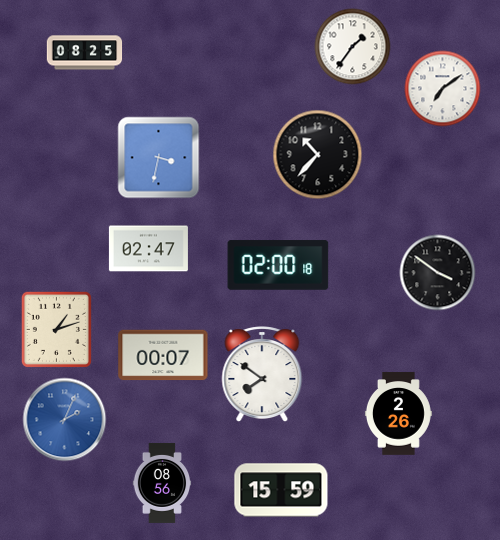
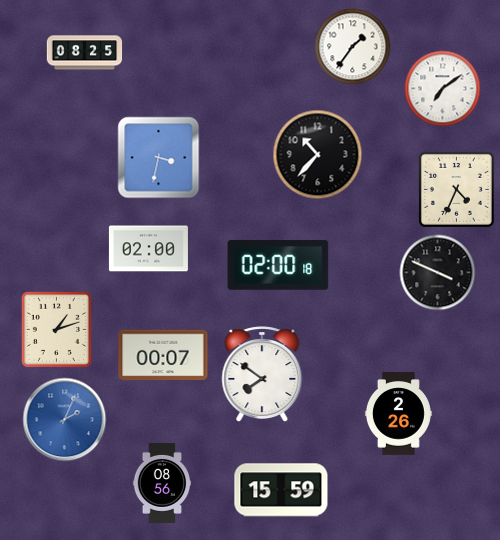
clock at (456, 189): none -> 4:34
clock at (148, 249): 02:47 -> 02:00
clock at (438, 273): 3:51 -> 3:49
